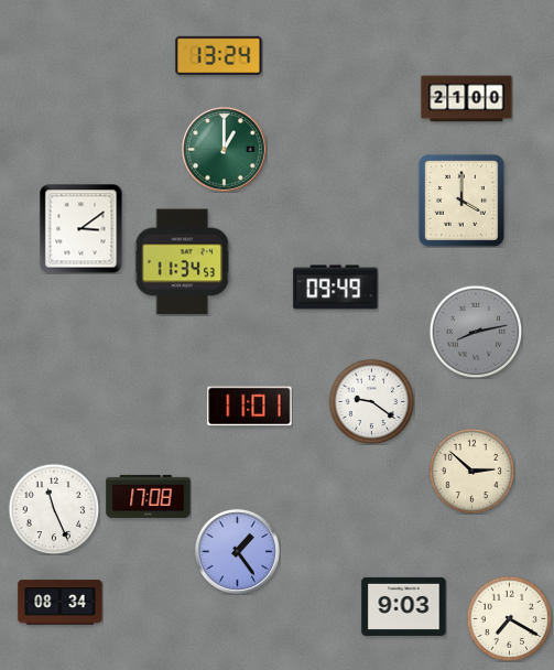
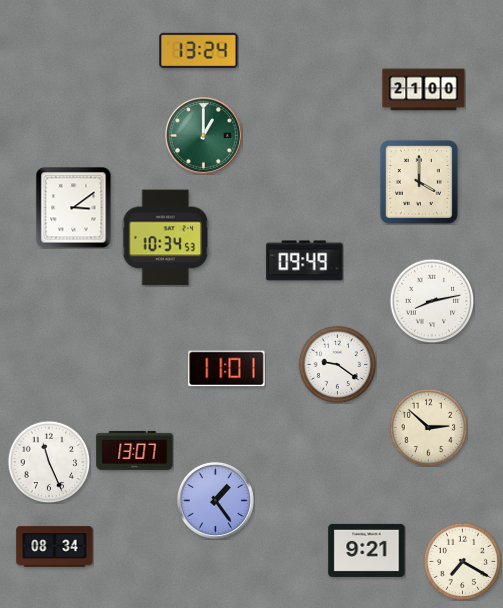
clock at (183, 262): 11:34 -> 10:34
clock at (476, 332) dial: grey -> white
clock at (149, 496): 17:08 -> 13:07
clock at (404, 606): 9:03 -> 9:21
